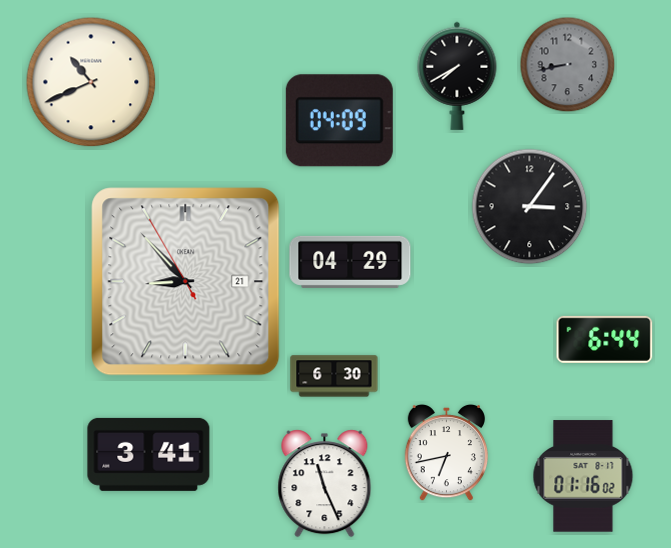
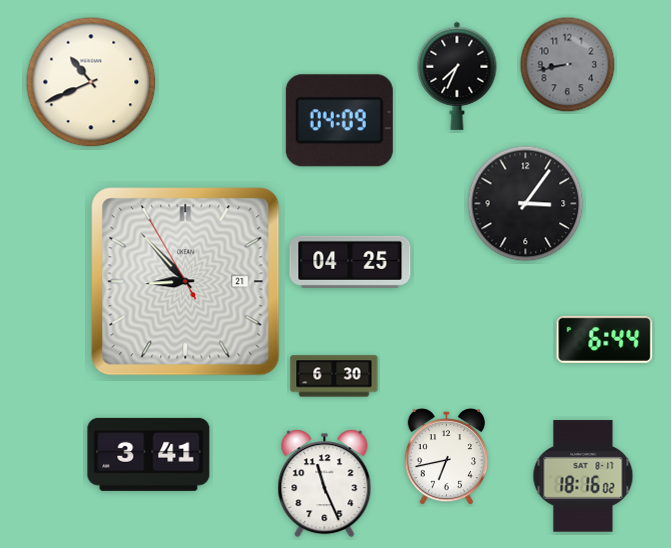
clock at (457, 76): 7:40 -> 7:34
clock at (530, 207) position: (530, 207) -> (526, 204)
clock at (350, 262): 04:29 -> 04:25
clock at (446, 453) position: (446, 453) -> (446, 457)
clock at (583, 476): 01:16 -> 18:16
